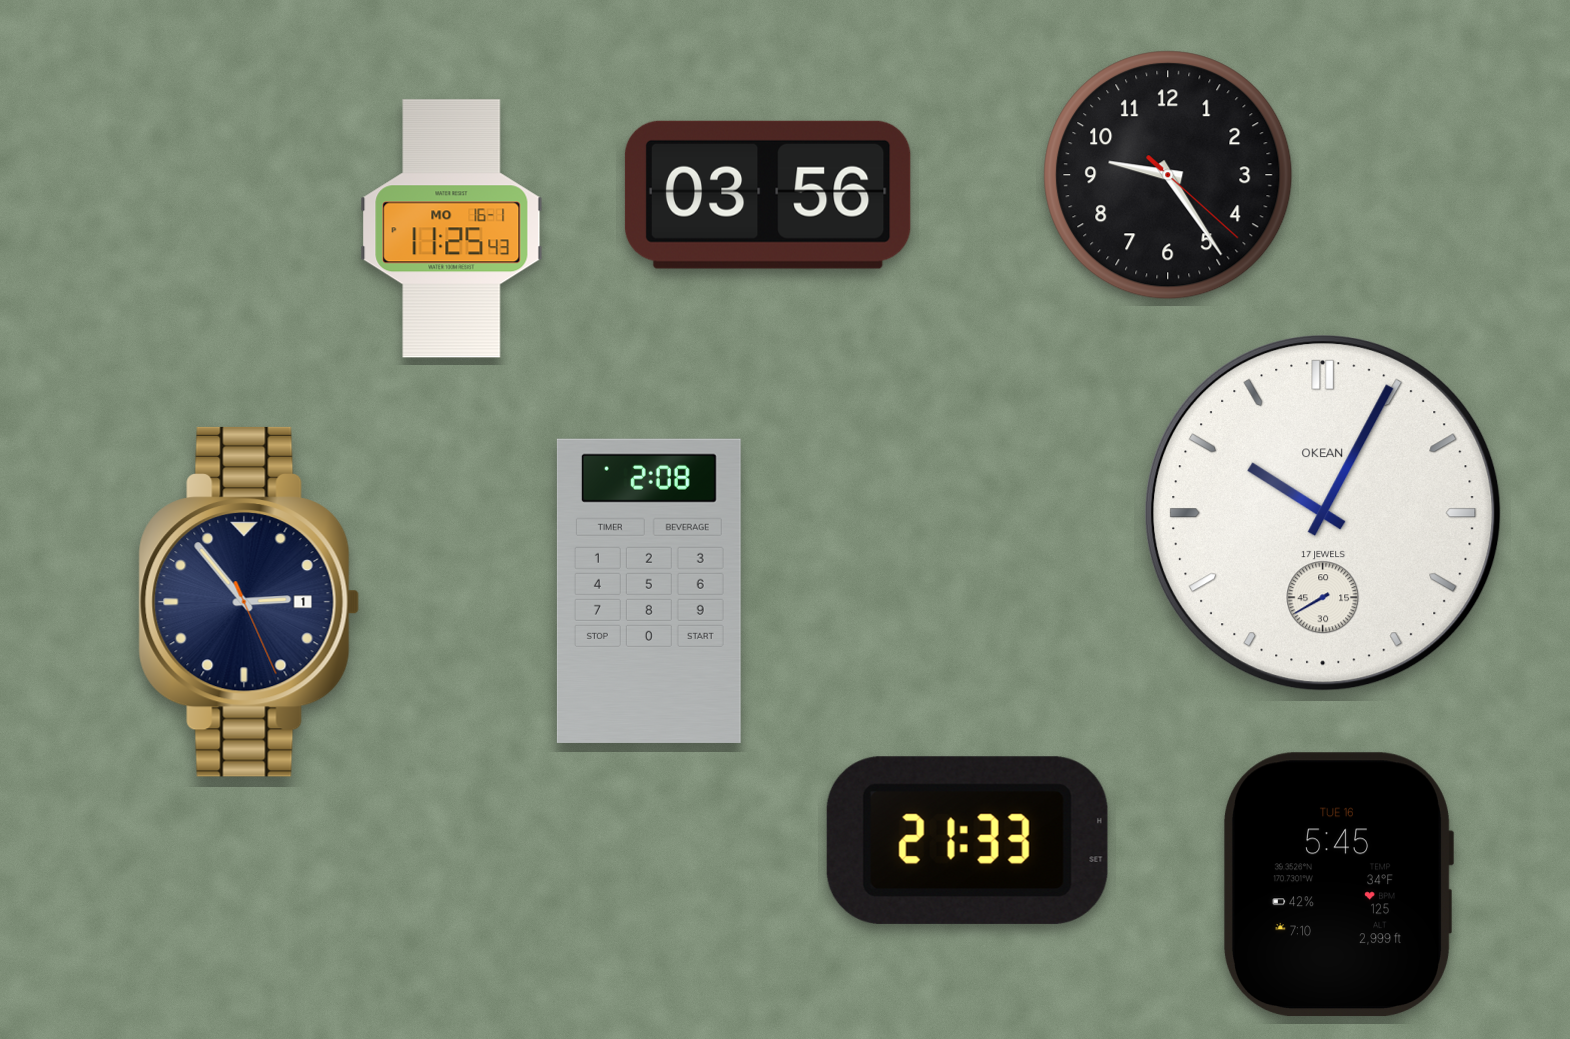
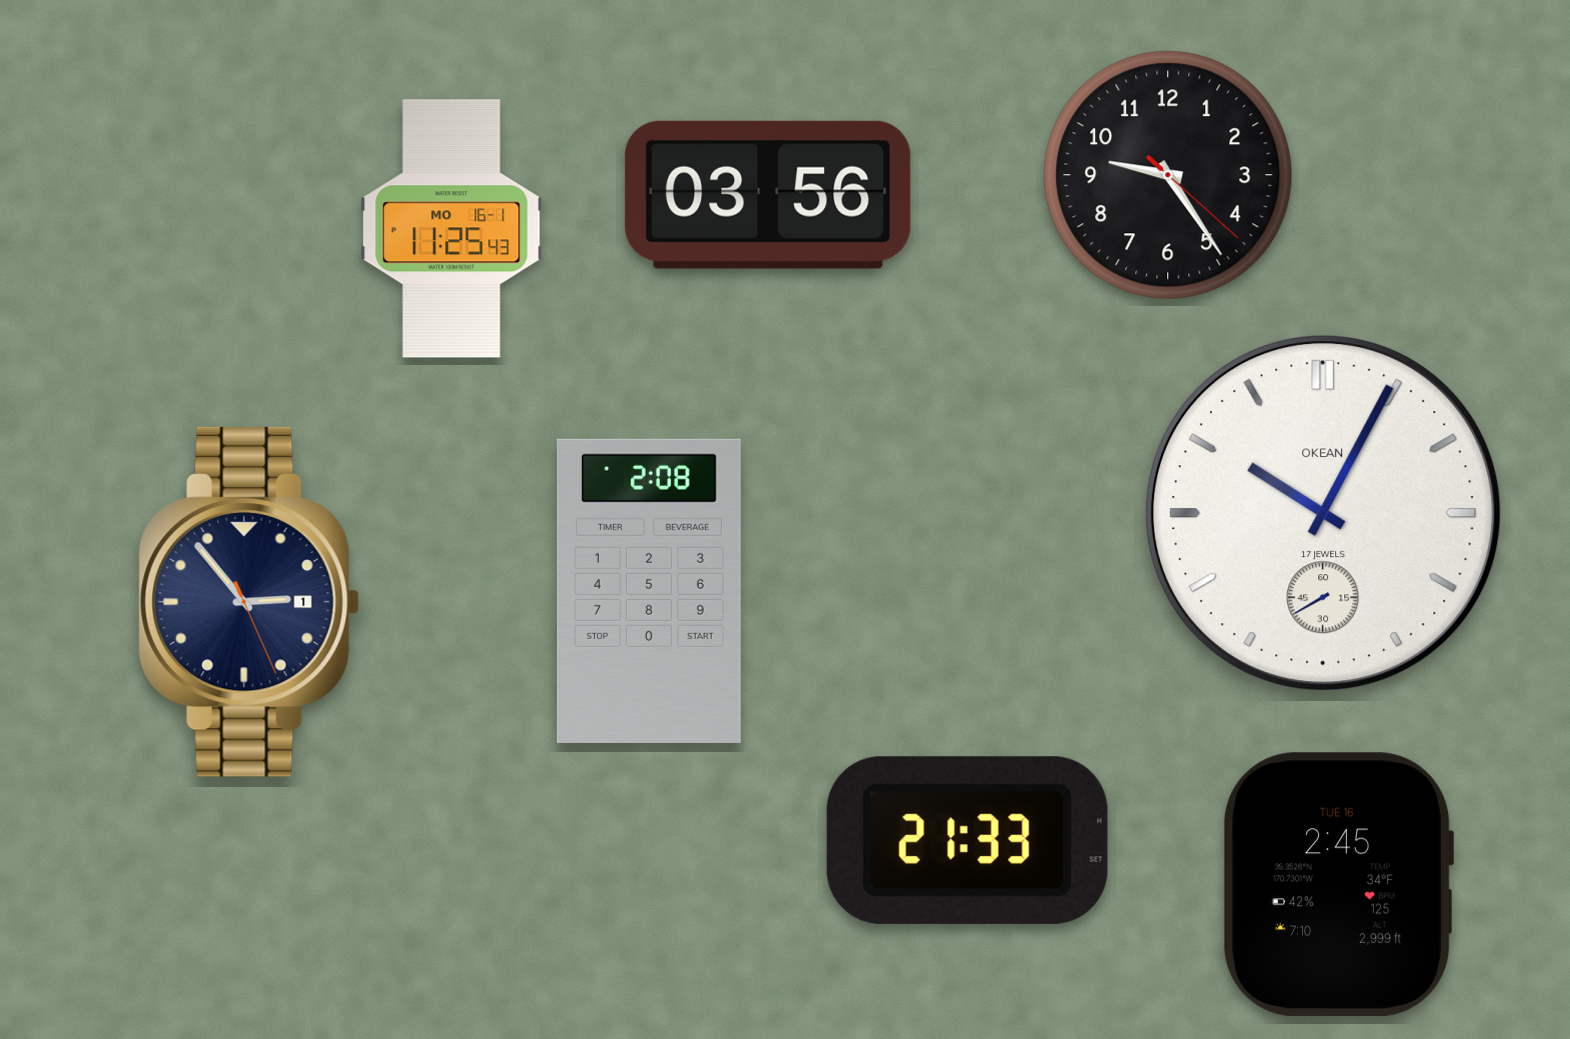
clock at (1339, 885): 5:45 -> 2:45
